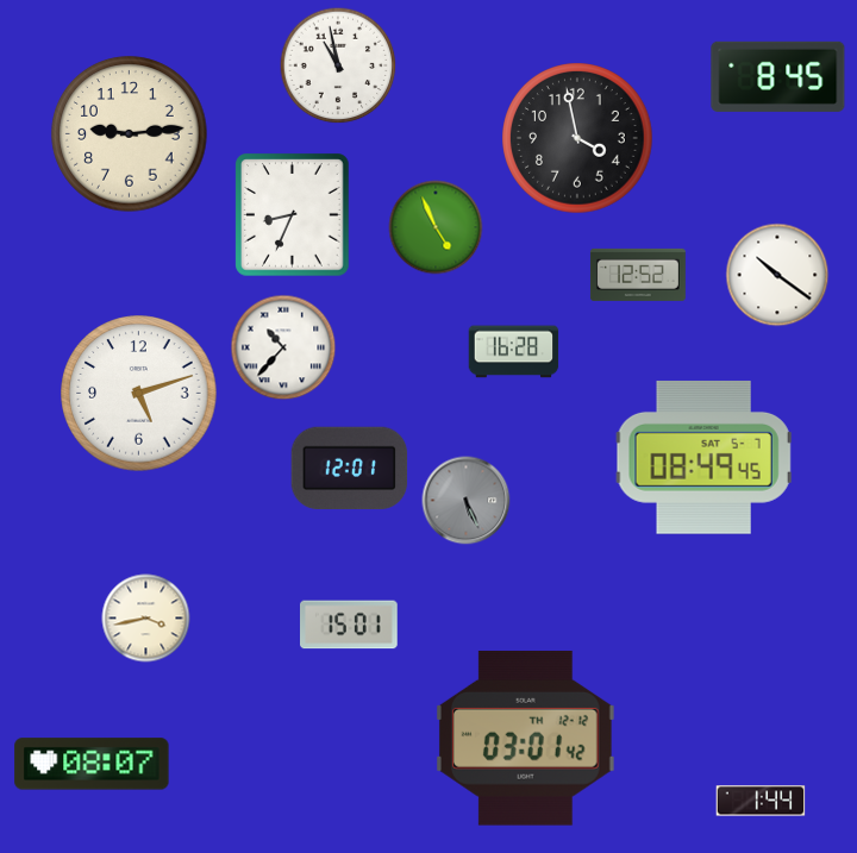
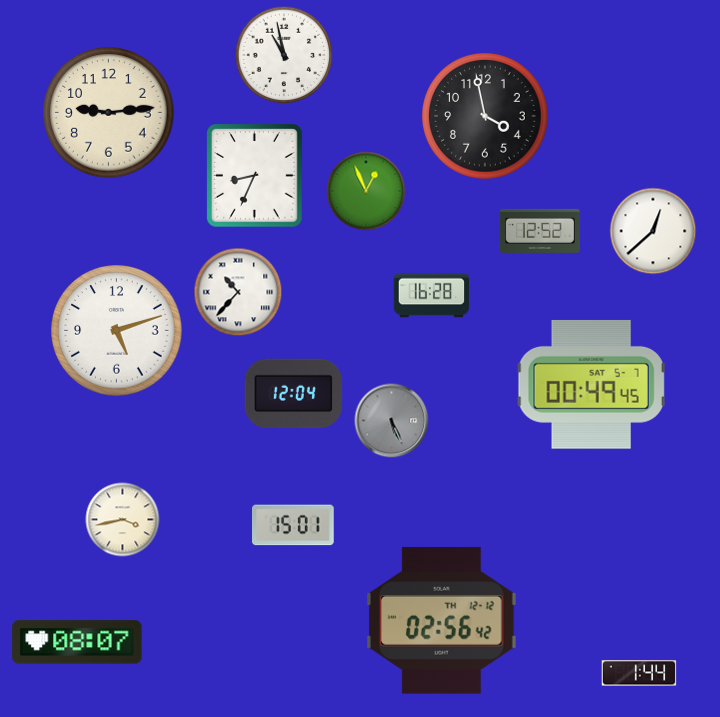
clock at (778, 76): 8:45 -> none
clock at (293, 215) position: (293, 215) -> (255, 176)
clock at (436, 227): 4:56 -> 12:56
clock at (638, 275) position: (638, 275) -> (540, 231)
clock at (777, 275): 10:21 -> 12:38
clock at (703, 457): 08:49 -> 00:49
clock at (350, 469): 12:01 -> 12:04
clock at (526, 738): 03:01 -> 02:56
